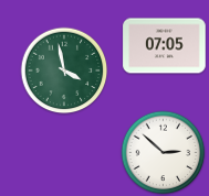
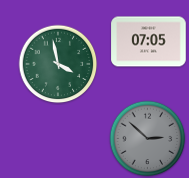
clock at (164, 153) dial: white -> grey
